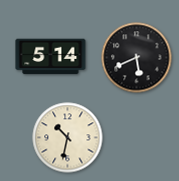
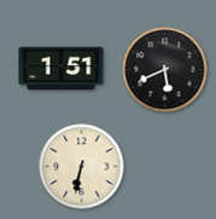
clock at (51, 57): 5:14 -> 1:51
clock at (68, 138): 10:32 -> 6:32
